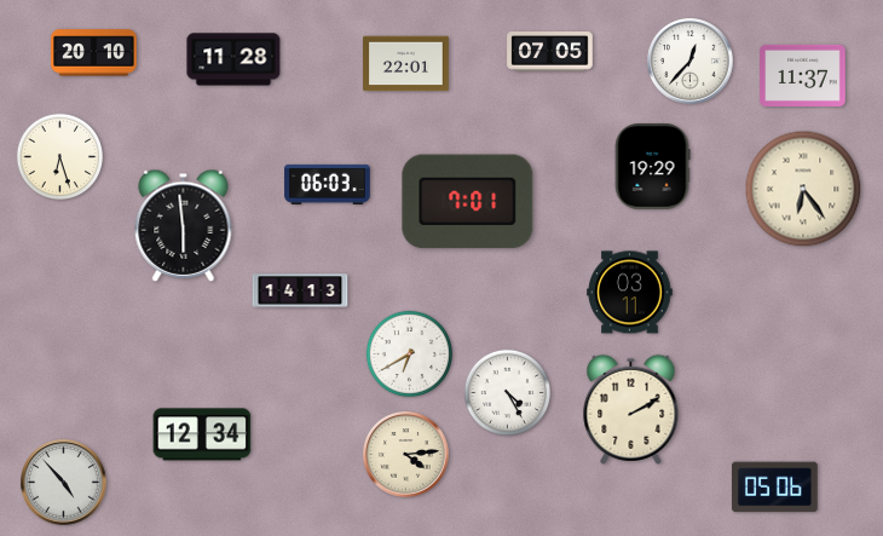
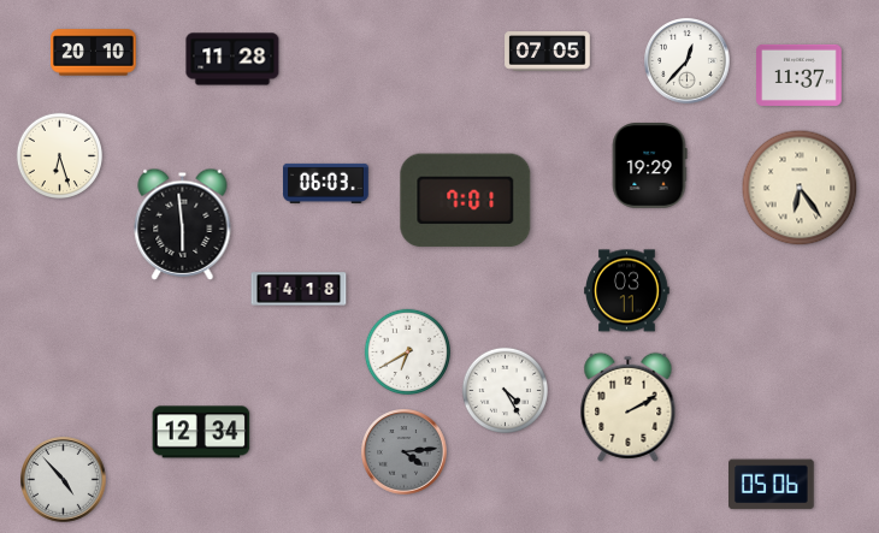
clock at (406, 64): 22:01 -> none
clock at (300, 290): 14:13 -> 14:18
clock at (406, 455) dial: cream -> grey
